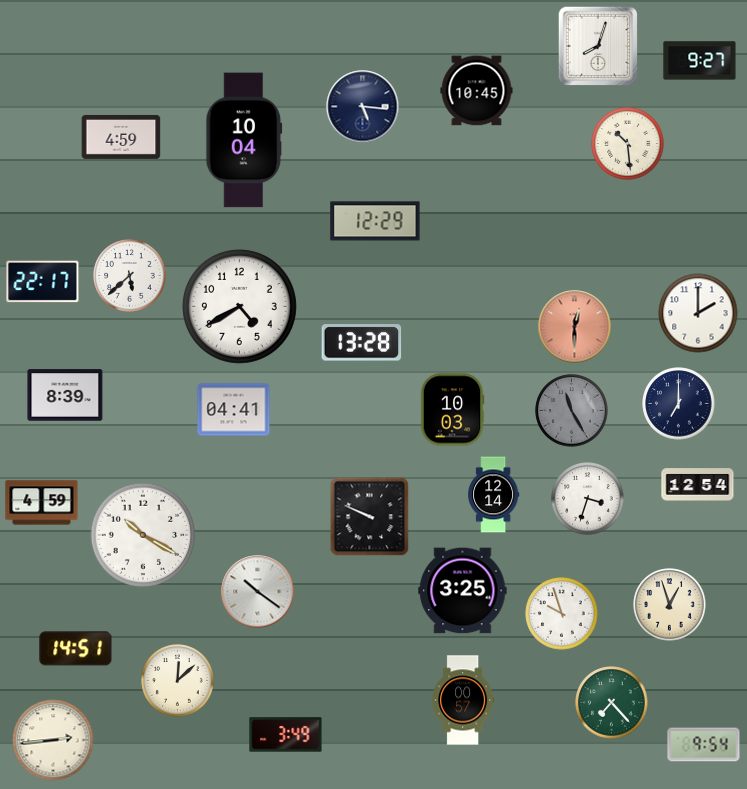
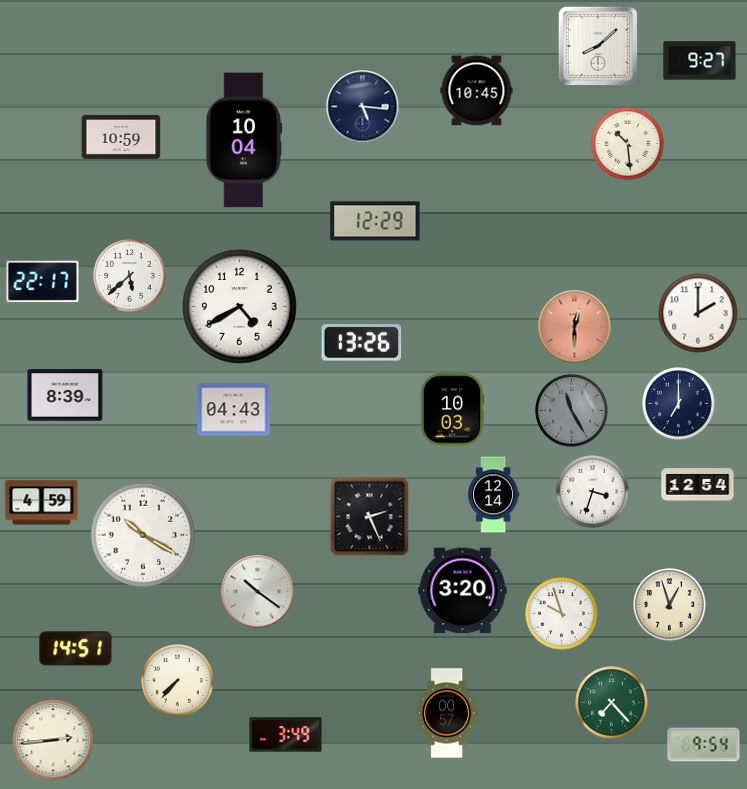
clock at (598, 46): 8:03 -> 8:08
clock at (121, 137): 4:59 -> 10:59
clock at (362, 343): 13:28 -> 13:26
clock at (234, 410): 04:41 -> 04:43
clock at (588, 499) position: (588, 499) -> (593, 492)
clock at (370, 517): 9:49 -> 2:26
clock at (463, 591): 3:25 -> 3:20
clock at (178, 681): 12:08 -> 7:37
clock at (463, 700) position: (463, 700) -> (447, 713)
